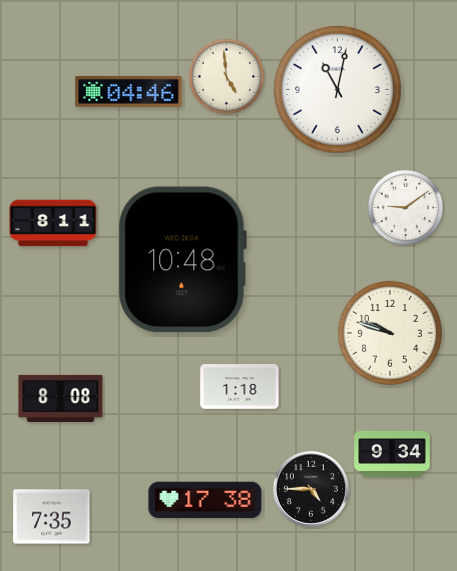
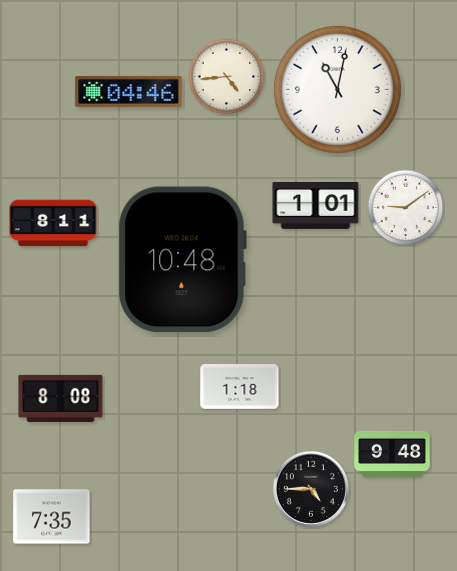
clock at (227, 77): 4:59 -> 4:44
clock at (316, 205): none -> 1:01
clock at (390, 333): 9:48 -> none
clock at (392, 454): 9:34 -> 9:48
clock at (205, 500): 17:38 -> none
